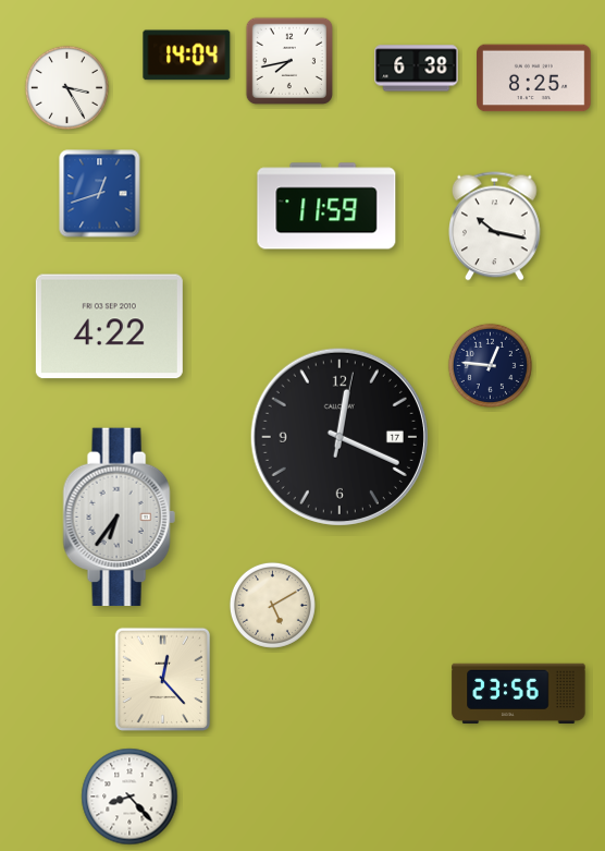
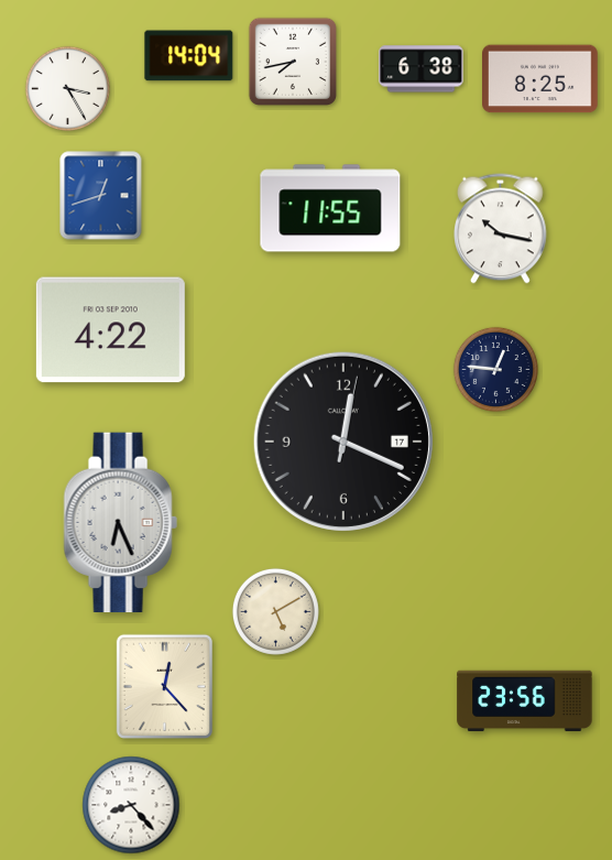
clock at (326, 206): 11:59 -> 11:55
clock at (119, 518): 6:36 -> 6:26
